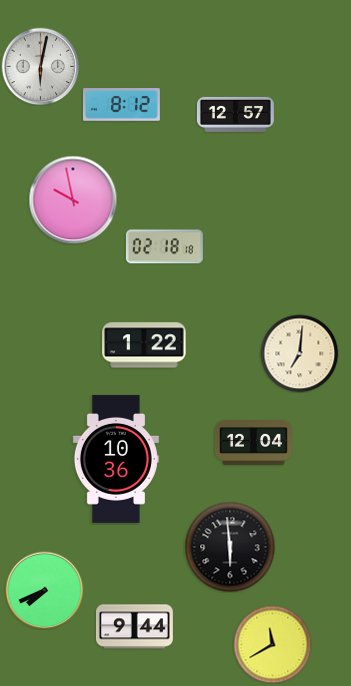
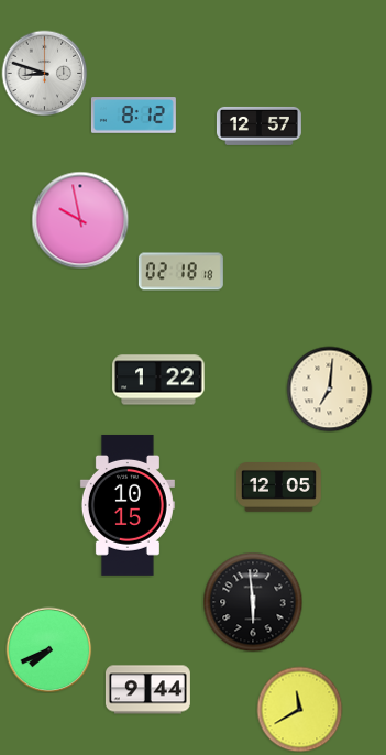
clock at (40, 66): 6:02 -> 8:48
clock at (253, 443): 12:04 -> 12:05
clock at (116, 459): 10:36 -> 10:15
